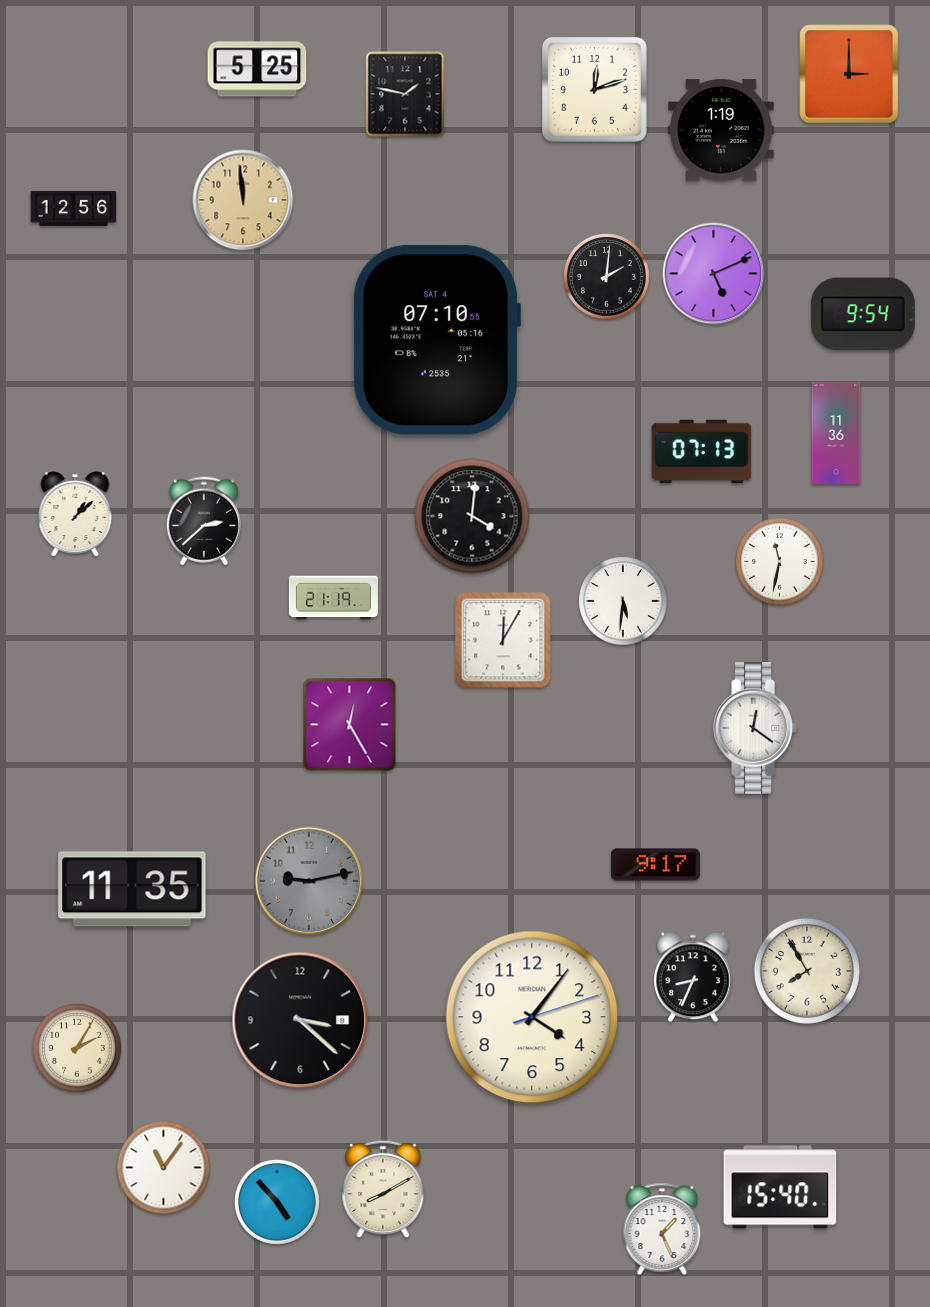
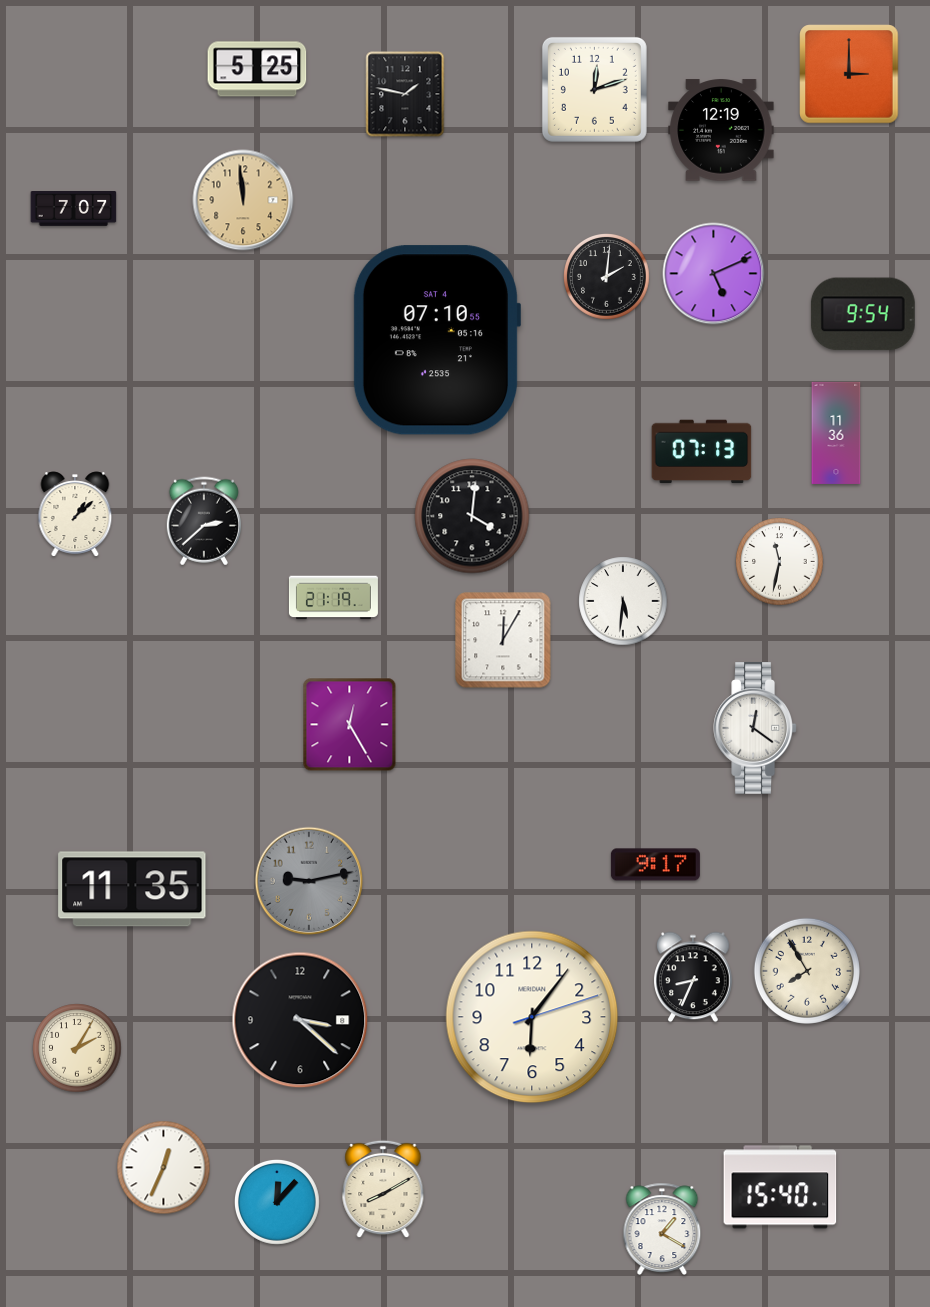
clock at (721, 130): 1:19 -> 12:19
clock at (74, 209): 12:56 -> 7:07
clock at (532, 1017): 4:06 -> 6:06
clock at (164, 1168): 11:06 -> 12:34
clock at (277, 1202): 4:53 -> 12:07
clock at (662, 1229): 1:26 -> 1:20
